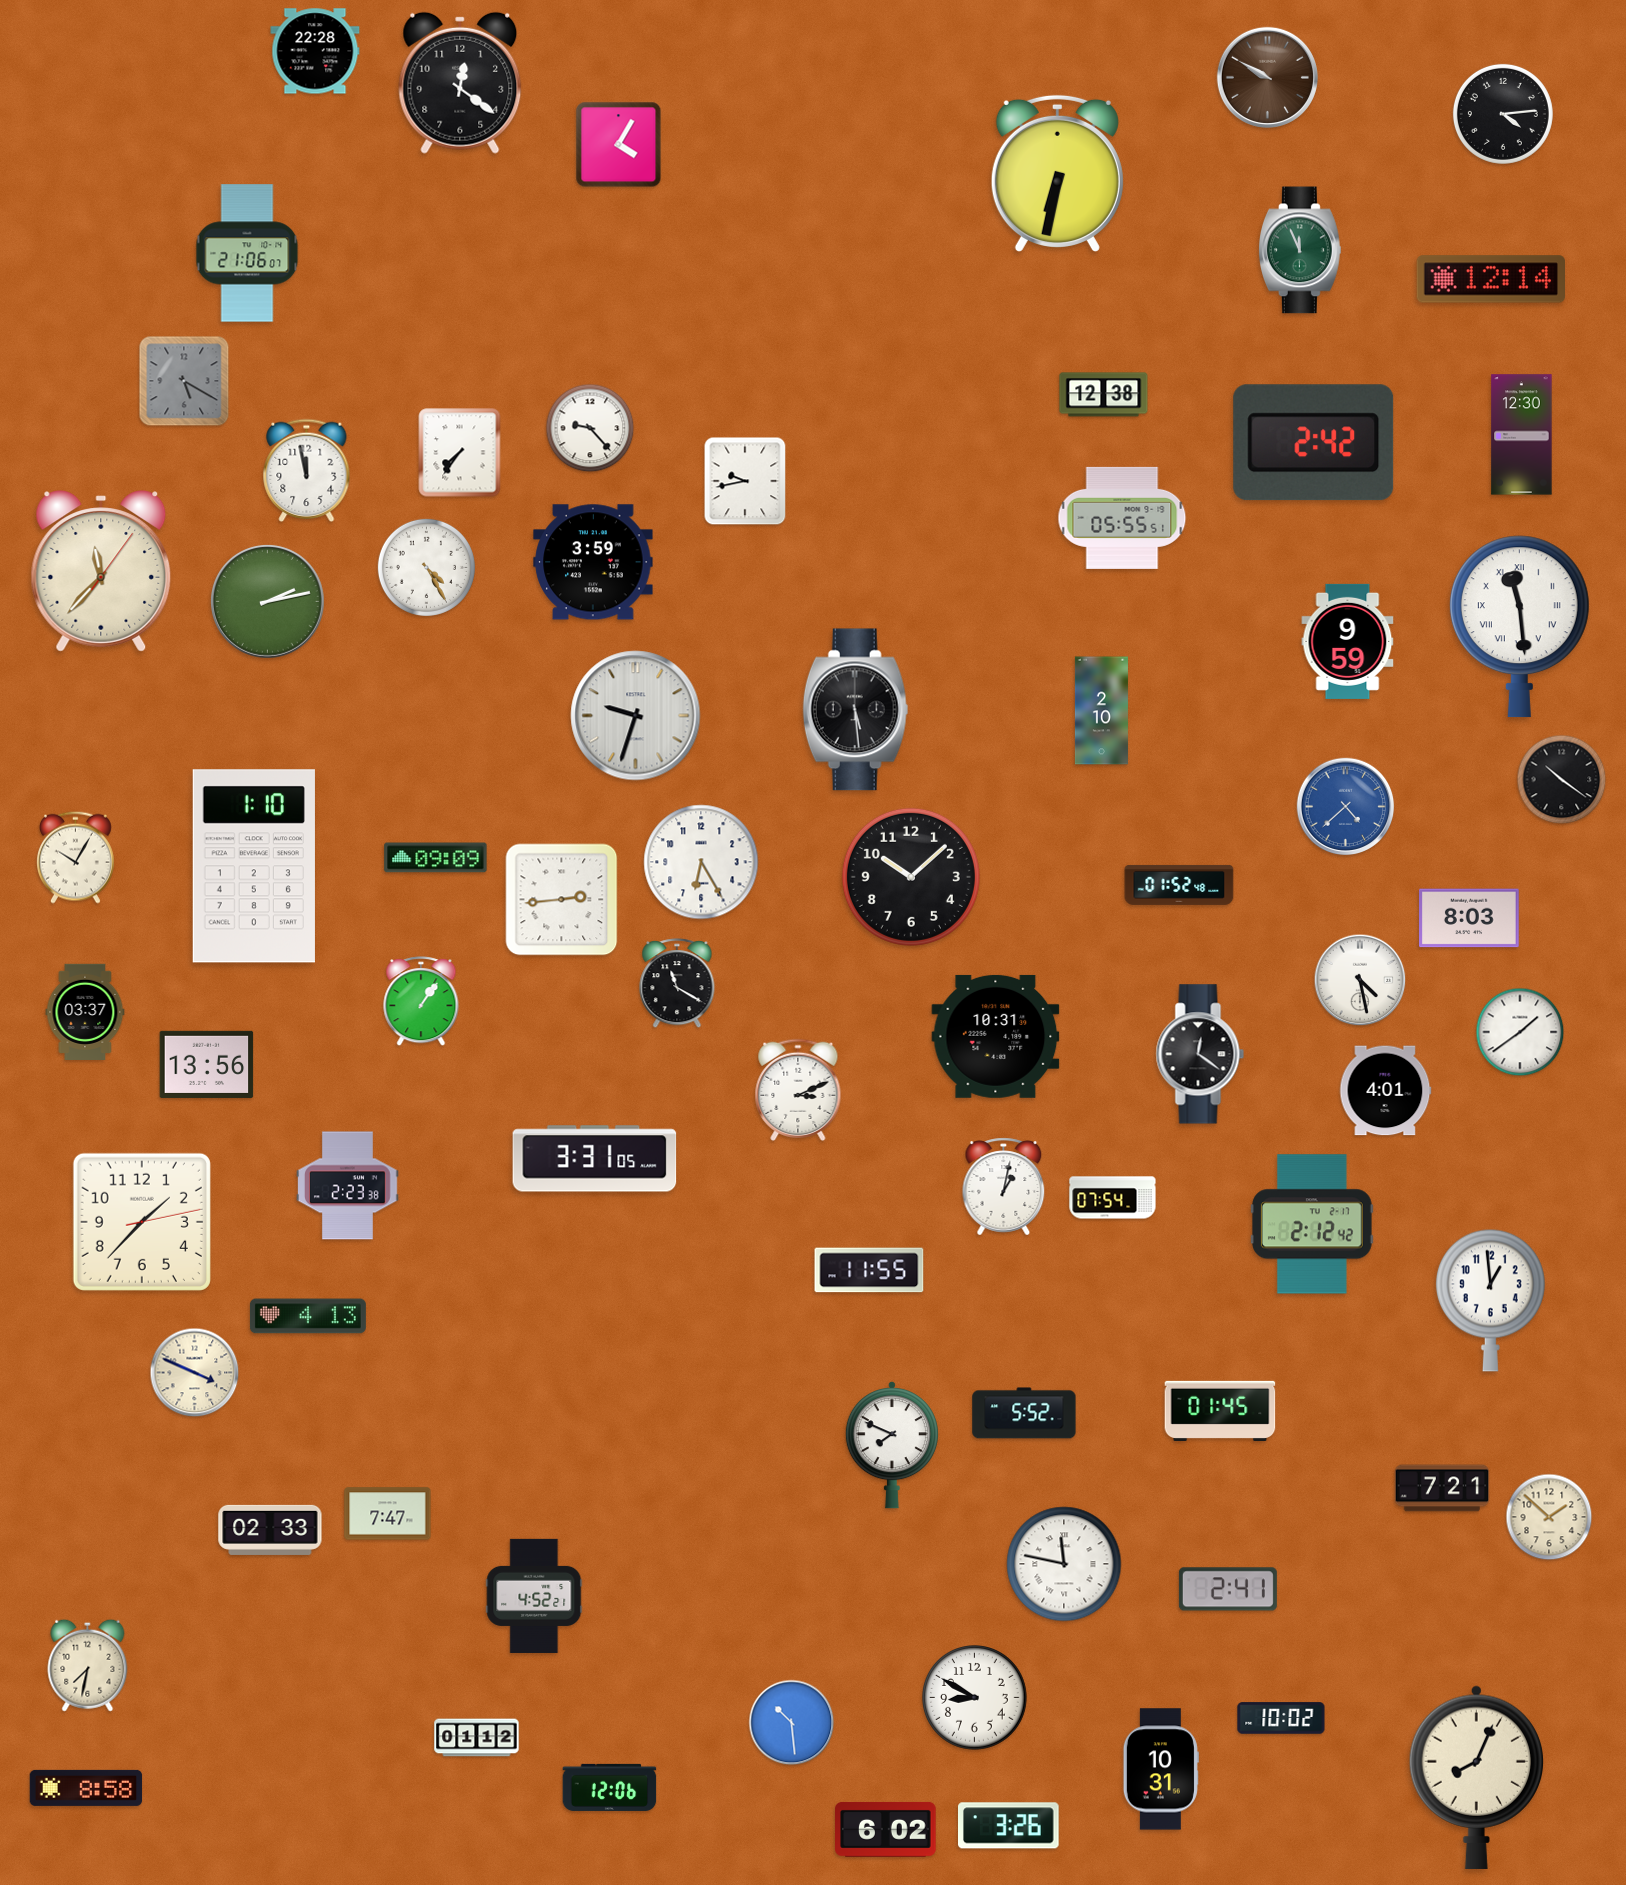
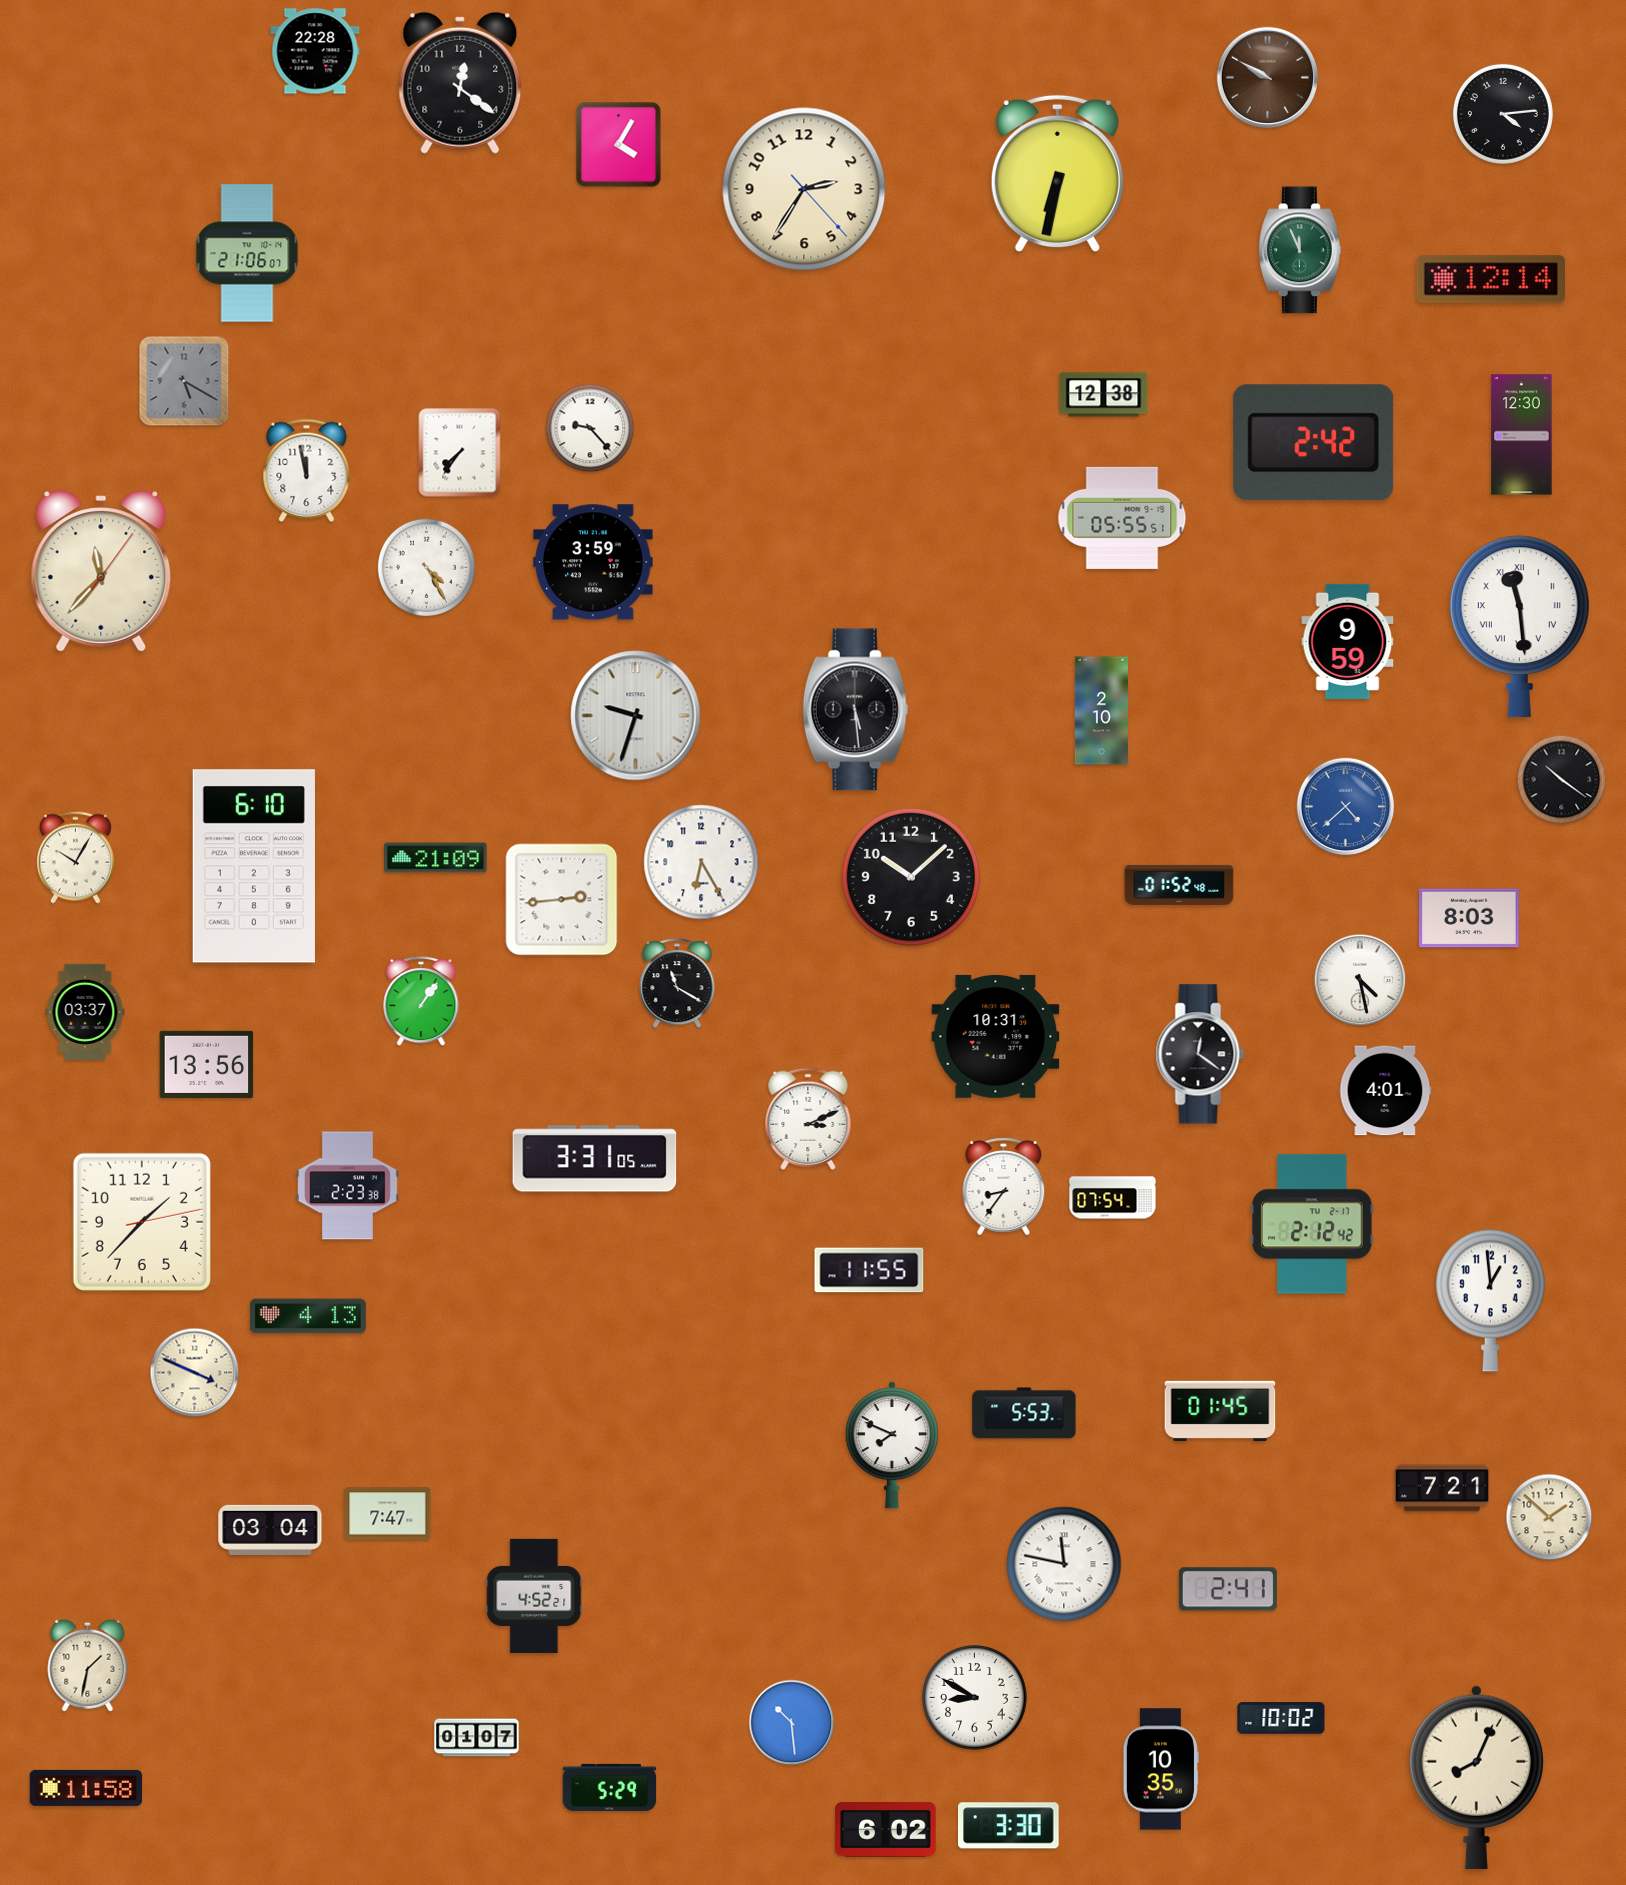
clock at (804, 189): none -> 2:35
clock at (745, 481): 9:43 -> none
clock at (267, 601): 2:13 -> none
clock at (436, 858): 09:09 -> 21:09
clock at (254, 866): 1:10 -> 6:10
clock at (1520, 1032): 1:39 -> none
clock at (798, 1090) position: (798, 1090) -> (808, 1119)
clock at (1004, 1187): 1:02 -> 8:36
clock at (1024, 1413): 5:52 -> 5:53
clock at (270, 1530): 02:33 -> 03:04
clock at (88, 1665): 7:32 -> 1:32
clock at (477, 1738): 01:12 -> 01:07
clock at (1161, 1769): 10:31 -> 10:35
clock at (610, 1787): 12:06 -> 5:29
clock at (86, 1788): 8:58 -> 11:58
clock at (1009, 1826): 3:26 -> 3:30
